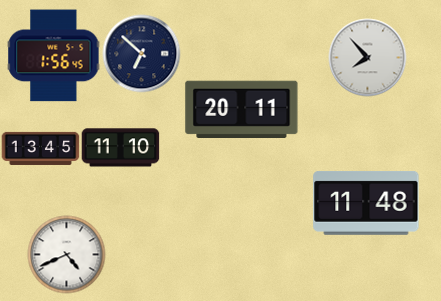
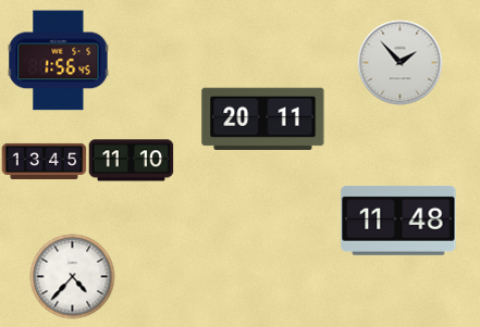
clock at (141, 53): 6:52 -> none
clock at (367, 57): 7:53 -> 1:53
clock at (66, 254): 4:41 -> 4:37
